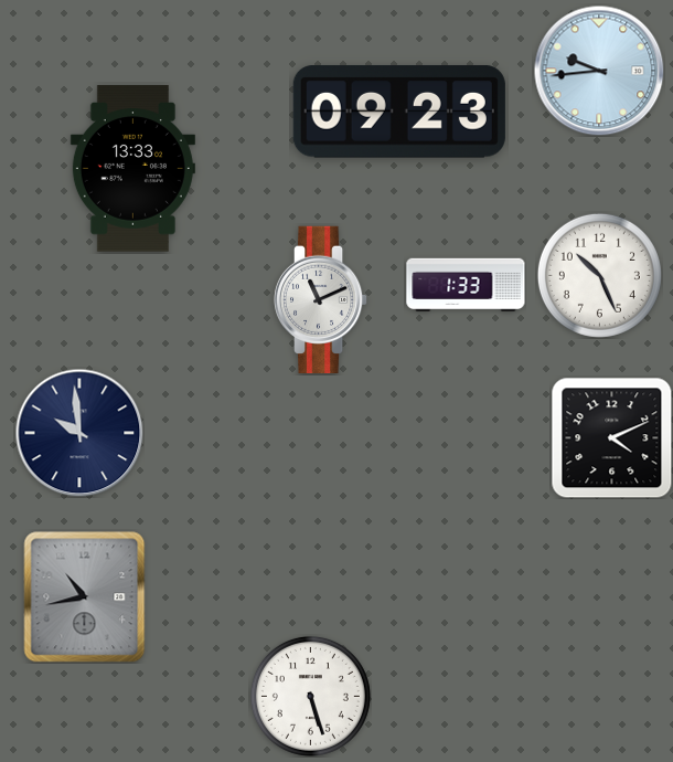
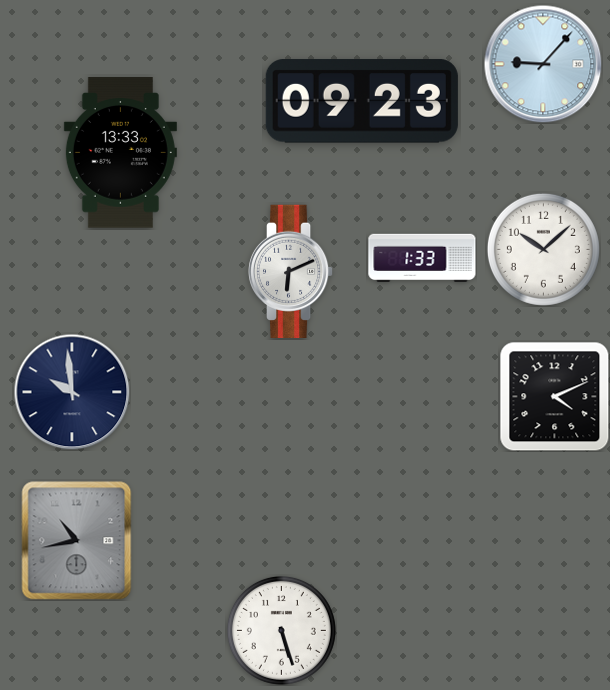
clock at (599, 71): 9:44 -> 9:07
clock at (599, 275): 10:26 -> 10:08
clock at (321, 299): 11:11 -> 6:11
